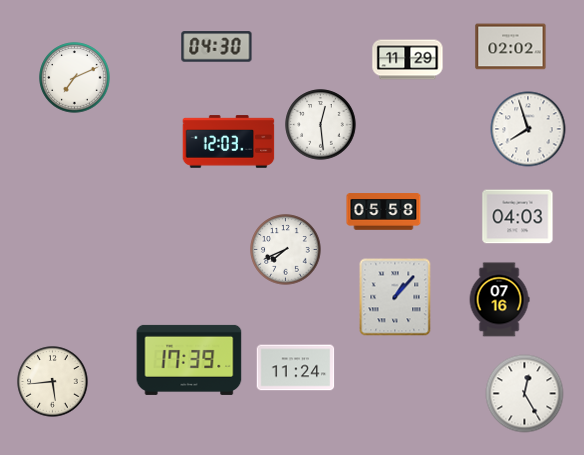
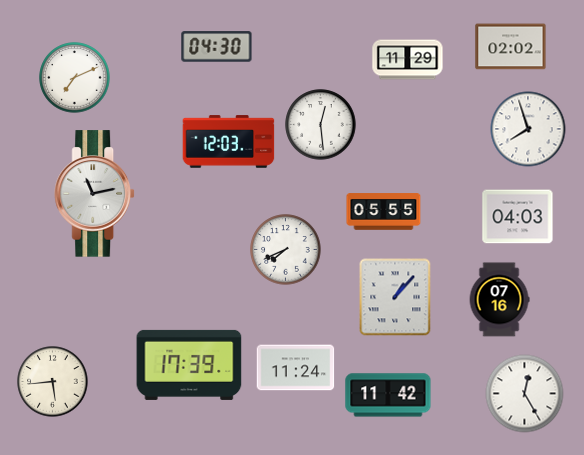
clock at (94, 194): none -> 11:13
clock at (384, 212): 05:58 -> 05:55
clock at (189, 360) position: (189, 360) -> (189, 365)
clock at (388, 395): none -> 11:42
